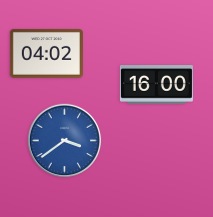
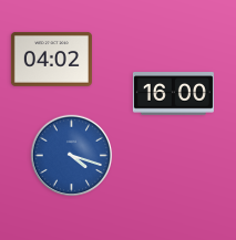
clock at (65, 141): 3:39 -> 4:18
